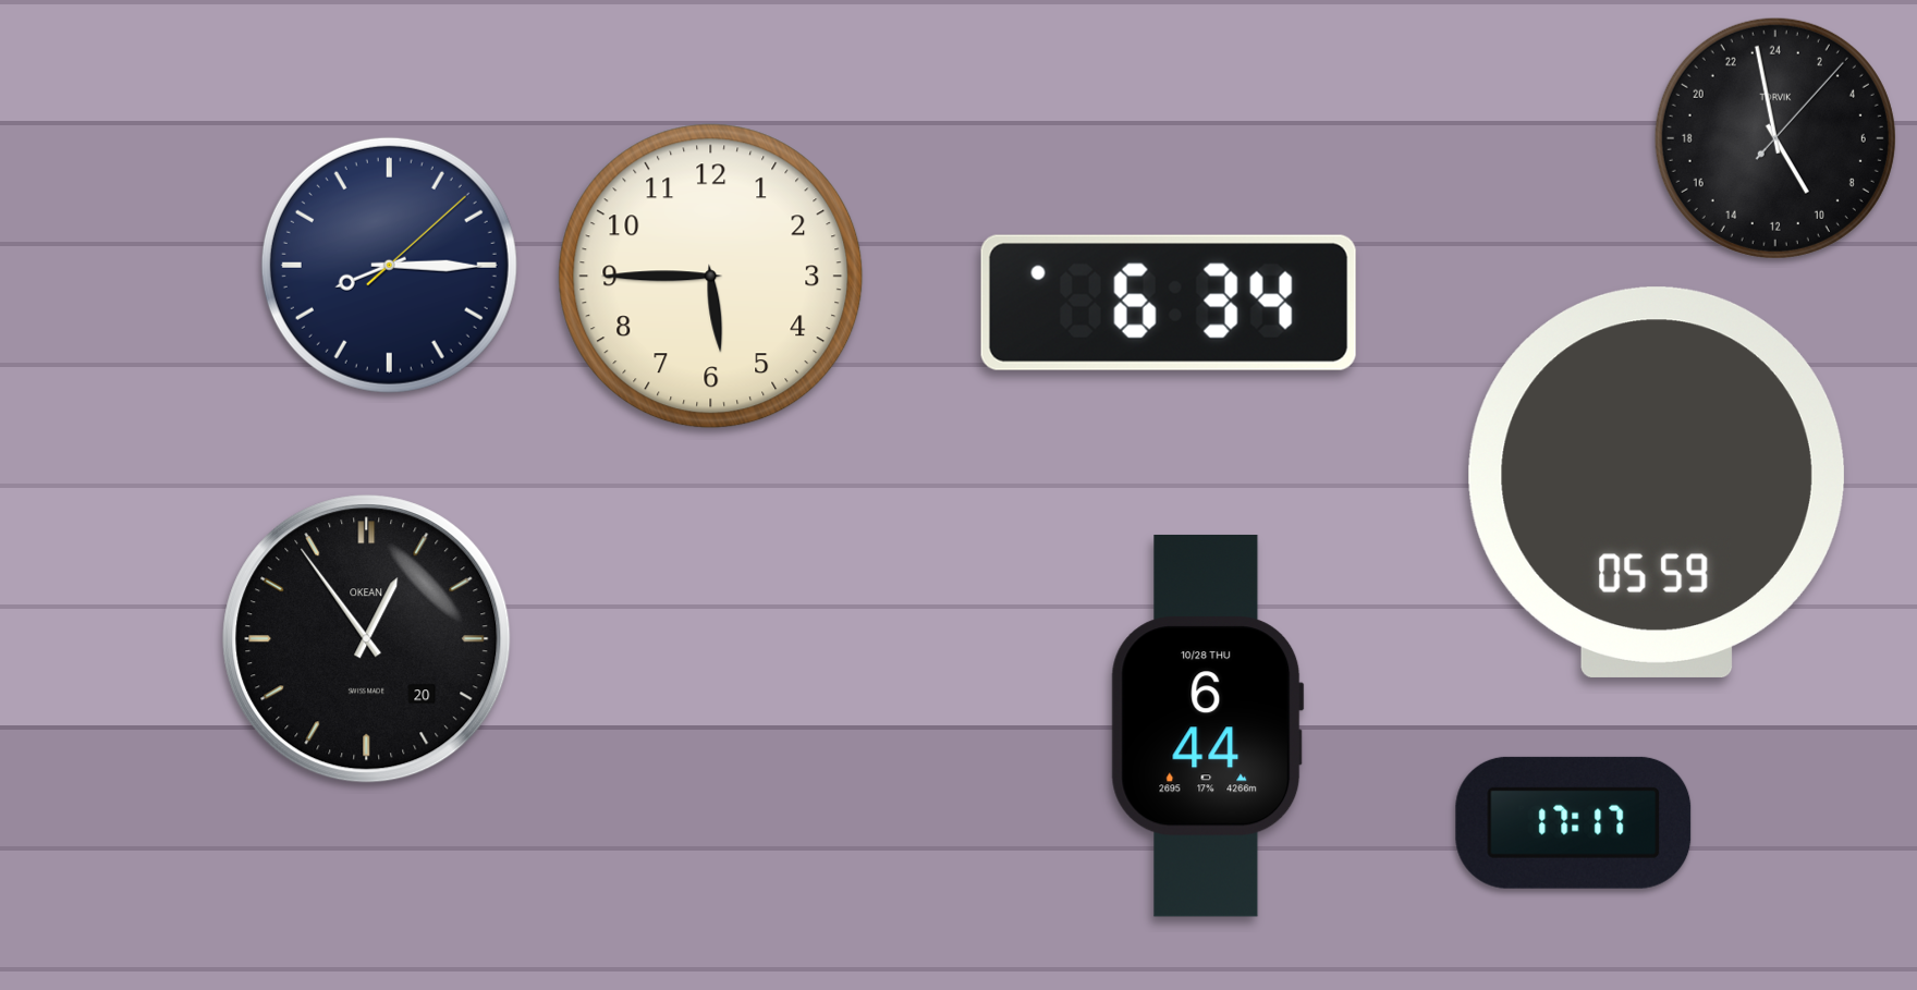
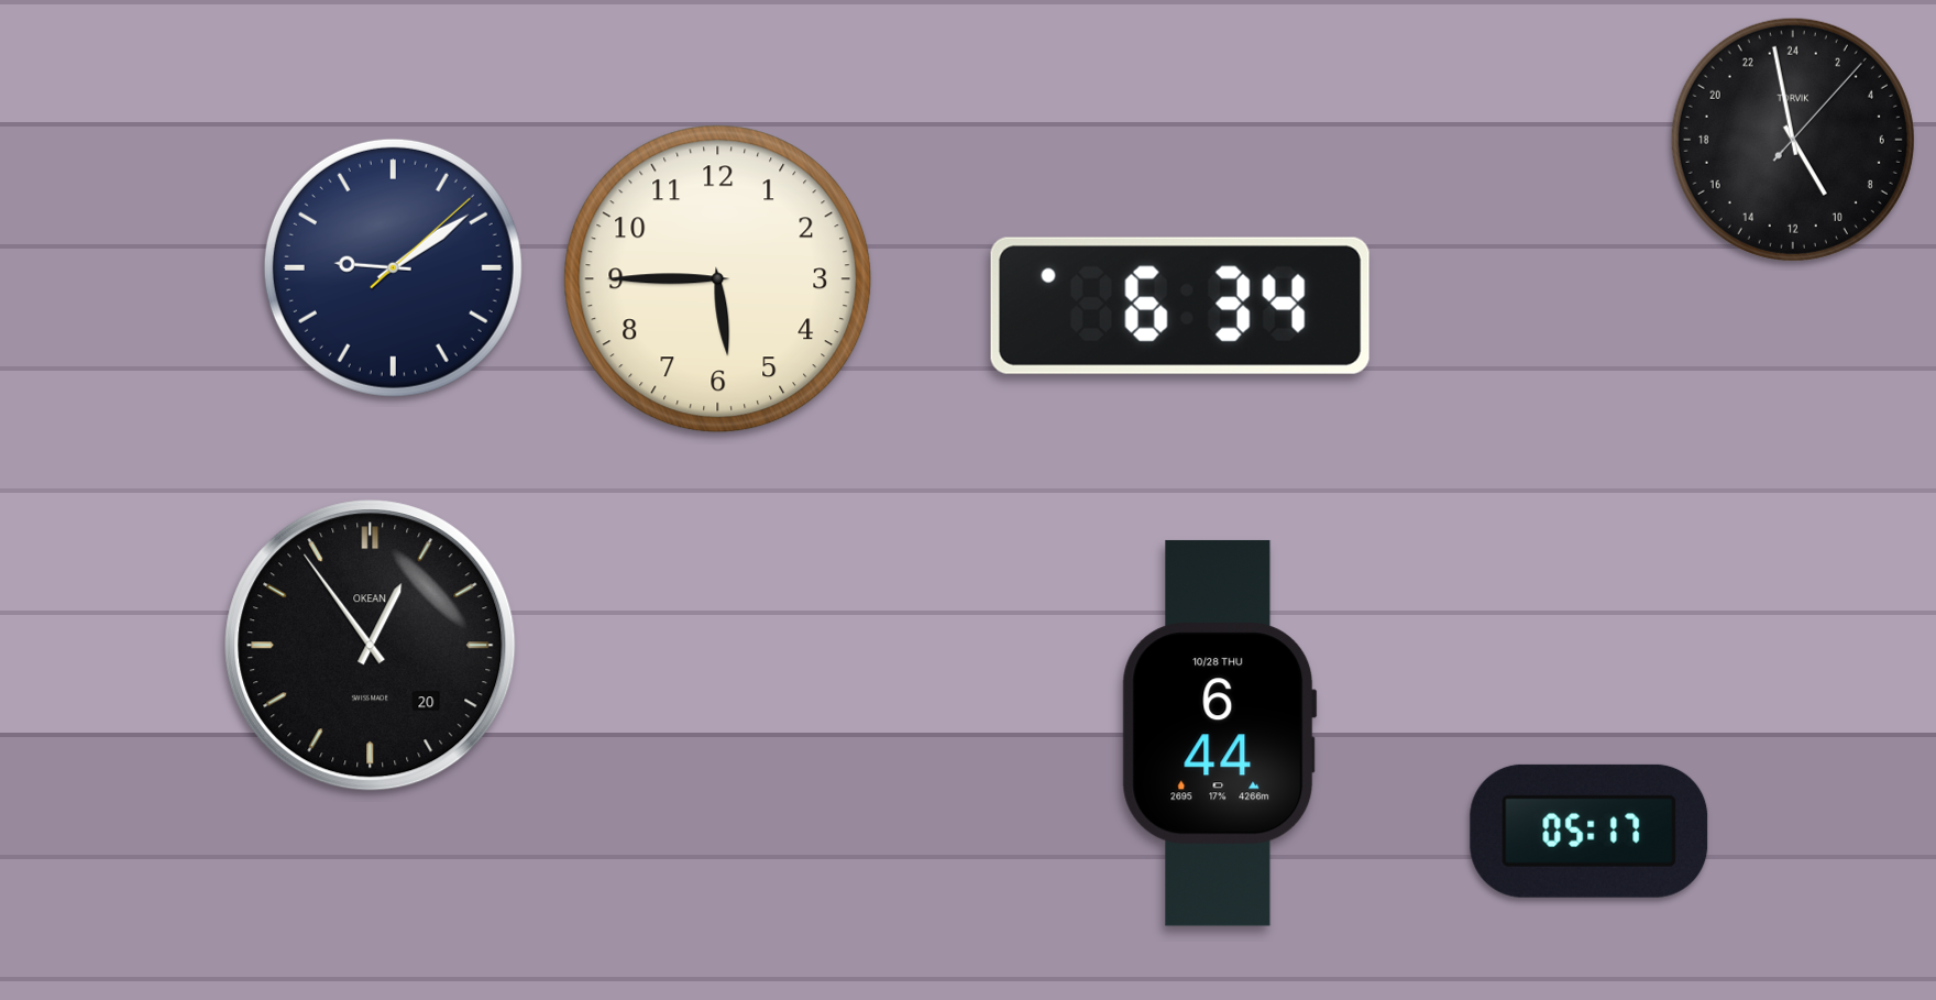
clock at (389, 265): 8:15 -> 9:09
clock at (1657, 482): 05:59 -> none
clock at (1574, 822): 17:17 -> 05:17
